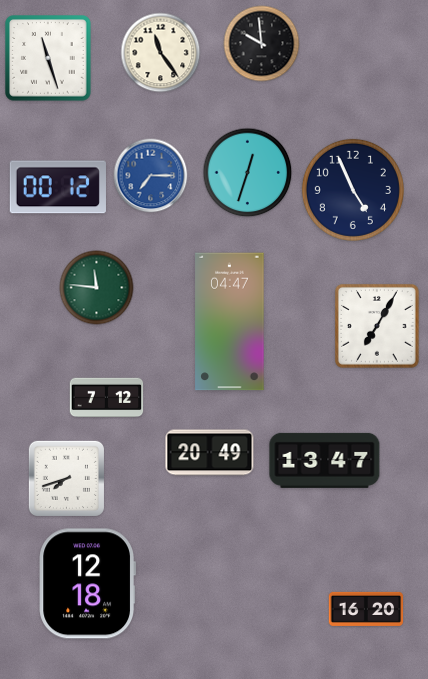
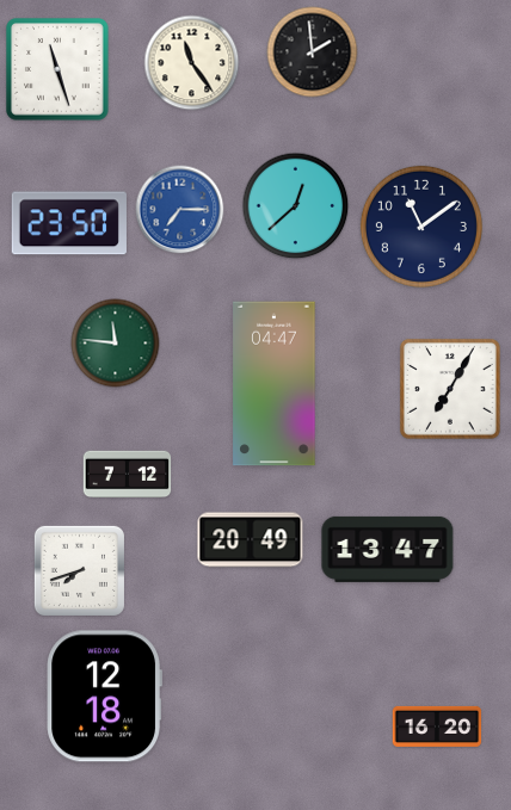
clock at (262, 44): 9:59 -> 1:59
clock at (248, 173): 12:33 -> 12:38
clock at (58, 187): 00:12 -> 23:50
clock at (353, 190): 4:56 -> 11:09
